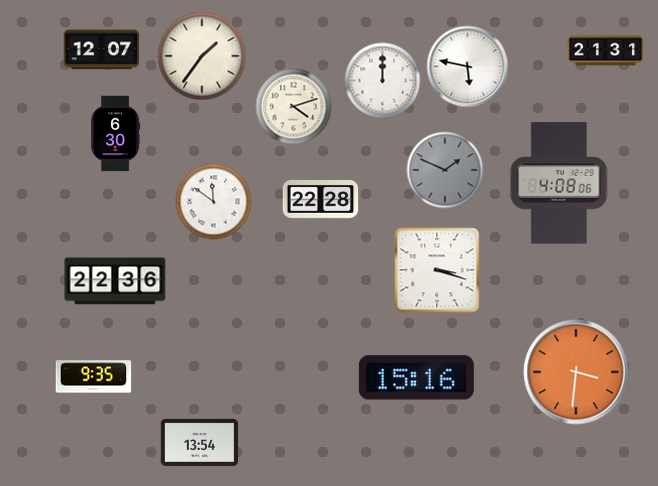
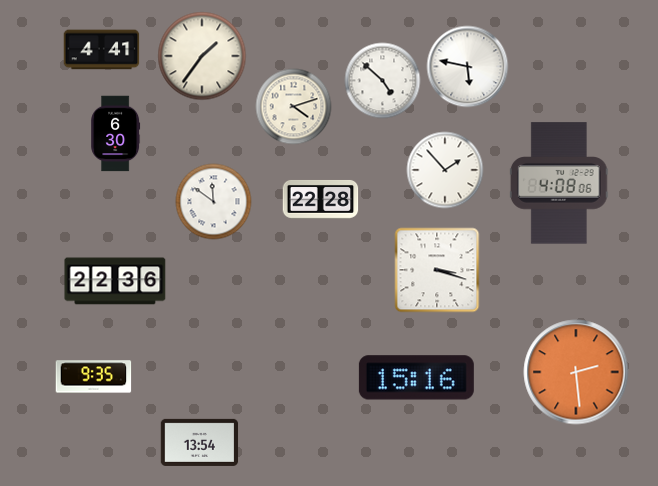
clock at (102, 50): 12:07 -> 4:41
clock at (606, 51): 21:31 -> none
clock at (383, 81): 12:00 -> 4:52
clock at (445, 170): 1:49 -> 1:53
clock at (445, 170) dial: grey -> white
clock at (576, 372): 3:31 -> 2:29
